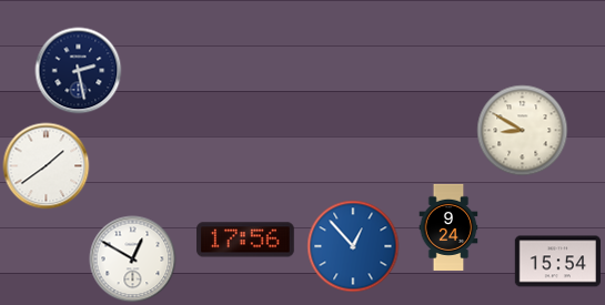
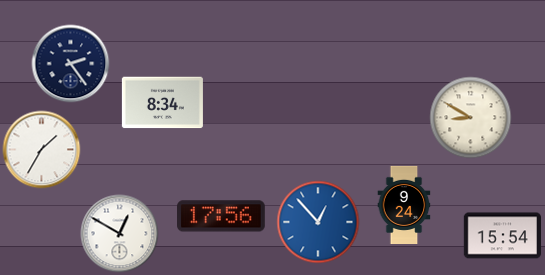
clock at (78, 70): 2:28 -> 2:24
clock at (162, 103): none -> 8:34
clock at (46, 165): 1:39 -> 1:35
